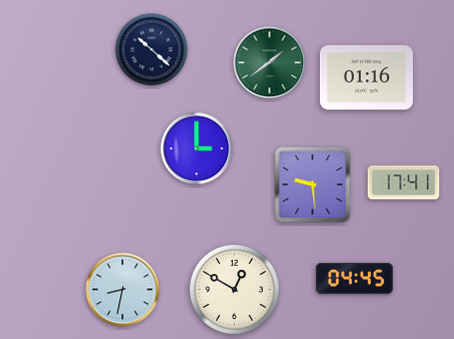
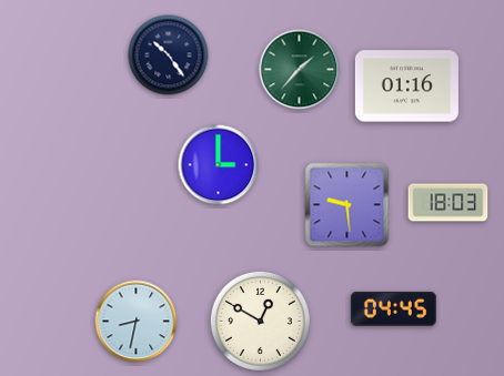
clock at (152, 50): 10:22 -> 10:24
clock at (270, 63): 1:39 -> 1:37
clock at (404, 183): 17:41 -> 18:03
